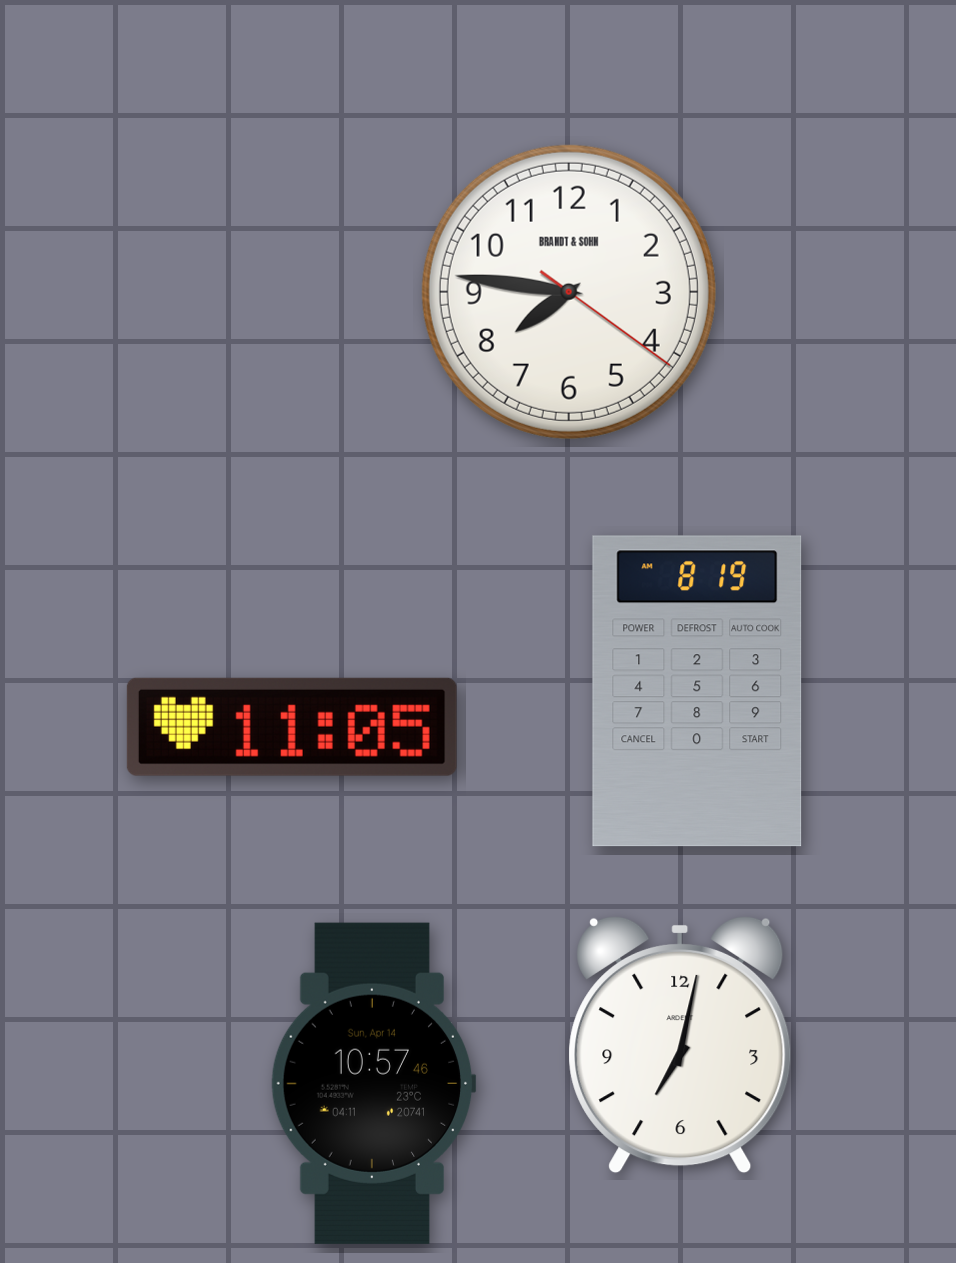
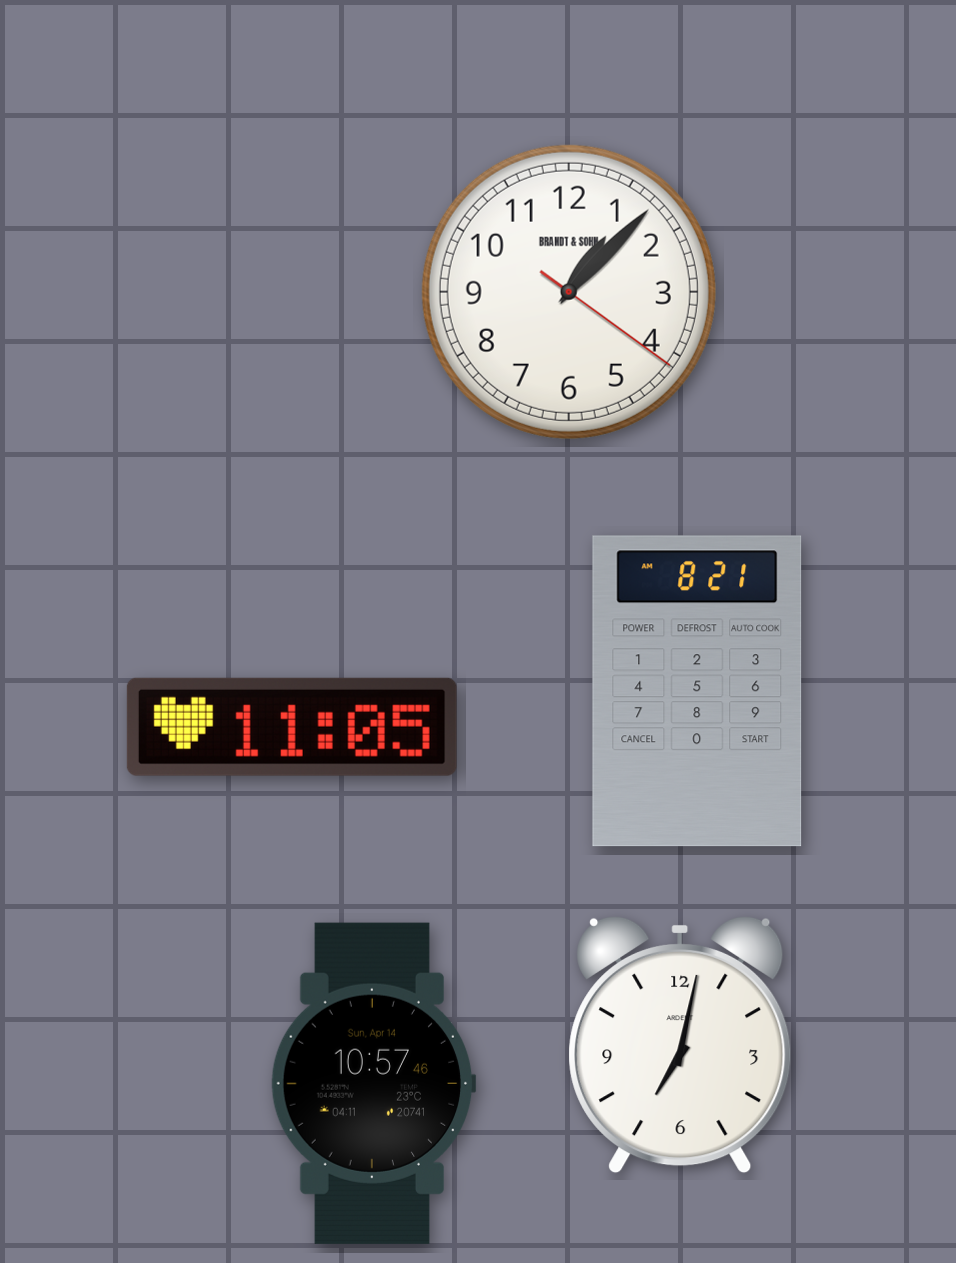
clock at (569, 292): 7:46 -> 1:07
clock at (697, 691): 8:19 -> 8:21
